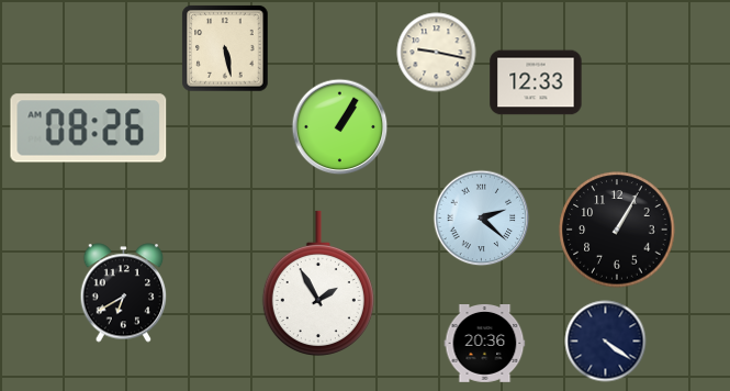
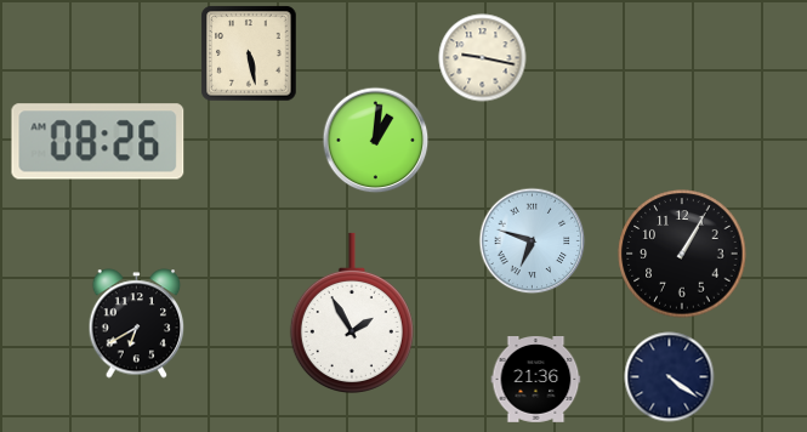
clock at (536, 82): 12:33 -> none
clock at (340, 127): 1:05 -> 1:01
clock at (482, 219): 2:22 -> 6:48
clock at (485, 344): 20:36 -> 21:36
